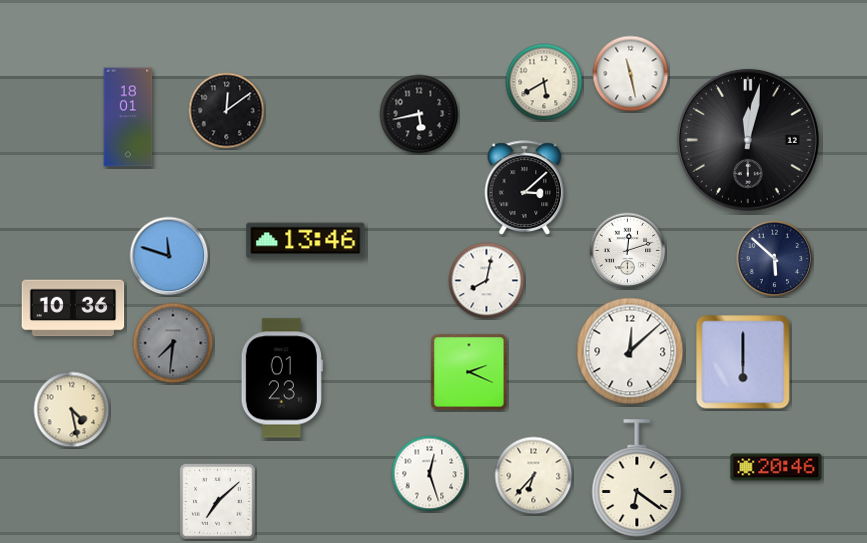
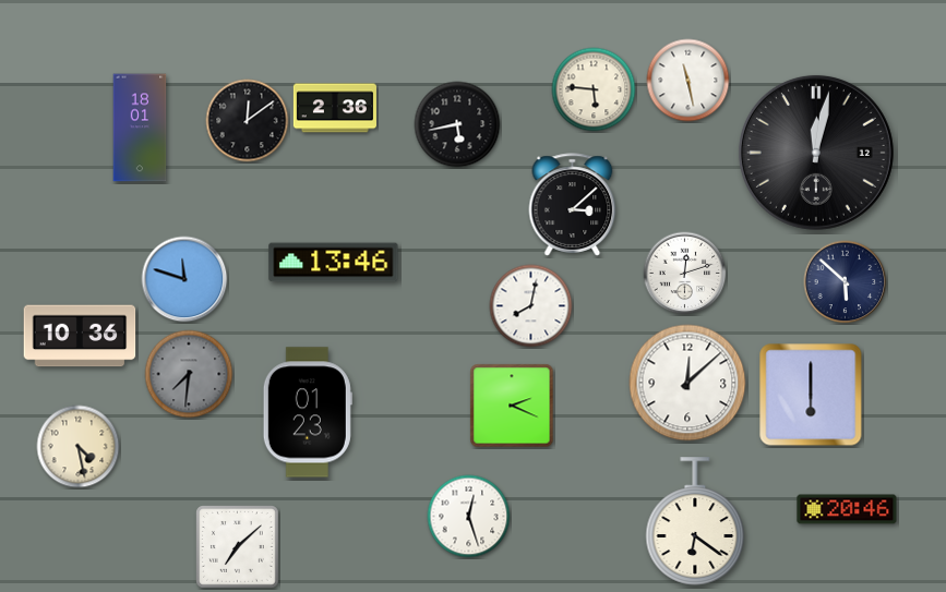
clock at (544, 82): 5:40 -> 5:46
clock at (335, 108): none -> 2:36
clock at (534, 476): 6:37 -> none
